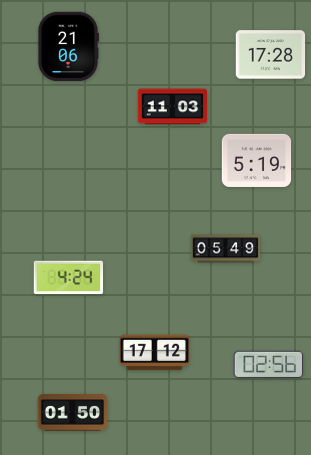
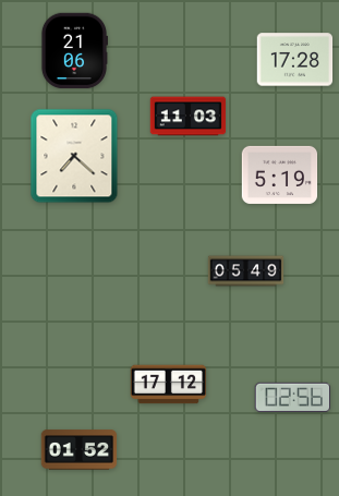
clock at (74, 156): none -> 7:22
clock at (69, 278): 4:24 -> none
clock at (73, 413): 01:50 -> 01:52
